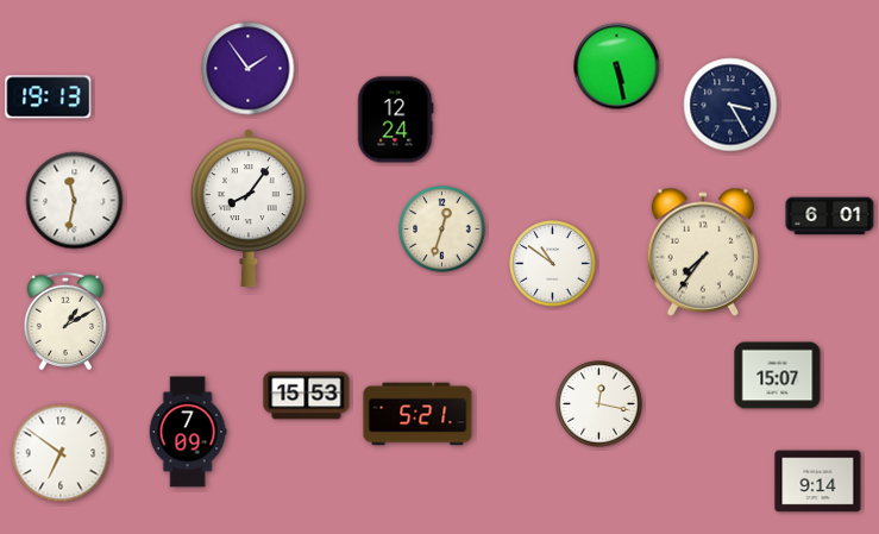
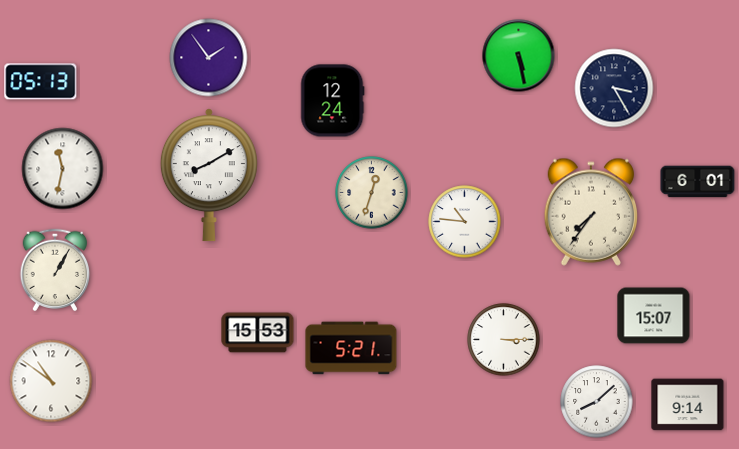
clock at (49, 98): 19:13 -> 05:13
clock at (249, 208): 8:06 -> 8:10
clock at (553, 264): 10:51 -> 10:46
clock at (65, 321): 1:10 -> 1:05
clock at (599, 404): 12:17 -> 3:15
clock at (188, 432): 7:09 -> none
clock at (61, 453): 6:51 -> 10:51
clock at (597, 402): none -> 8:08
